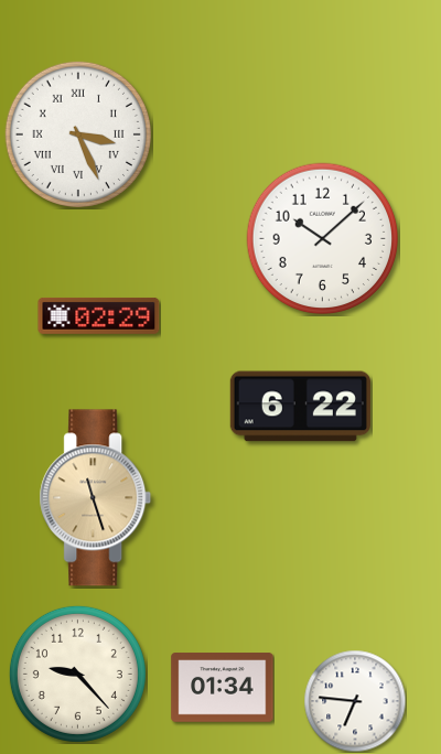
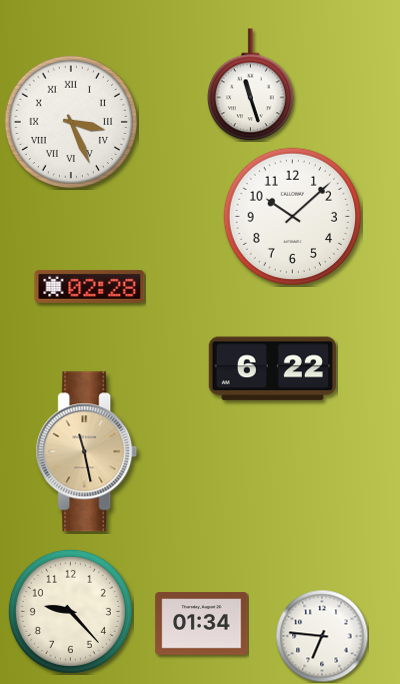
clock at (250, 85): none -> 11:27
clock at (99, 315): 02:29 -> 02:28
clock at (96, 498): 11:27 -> 11:28
